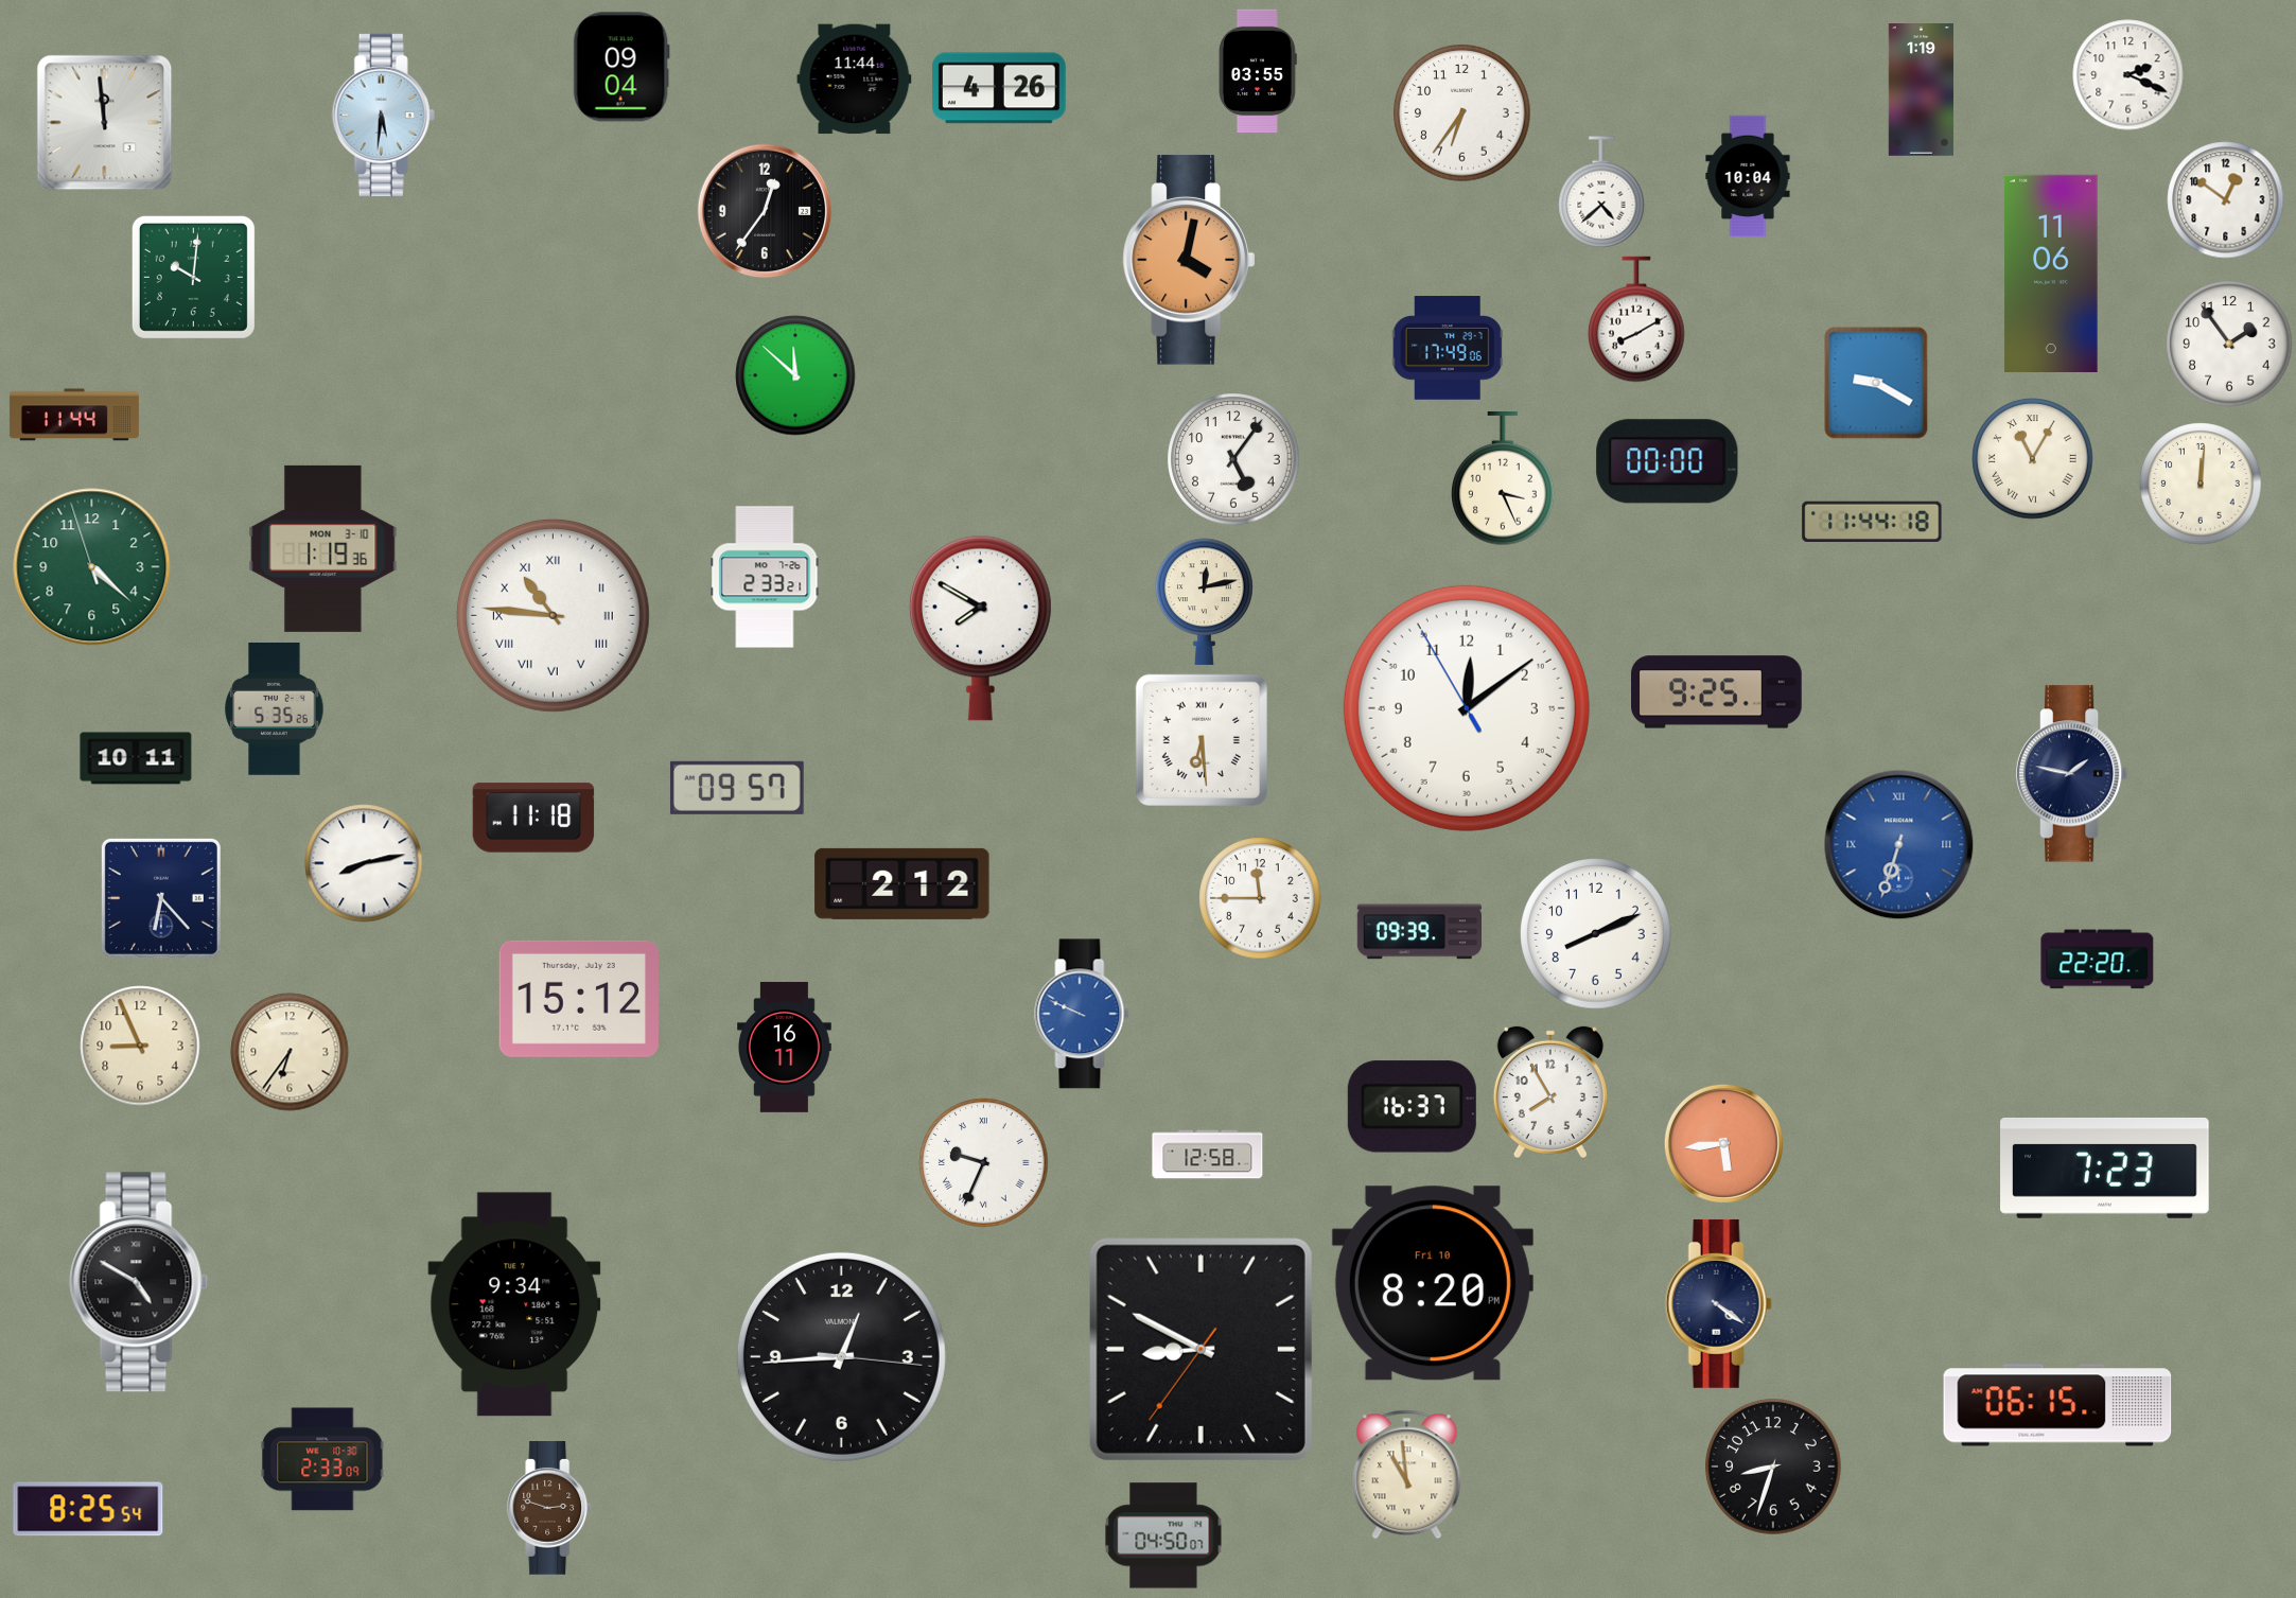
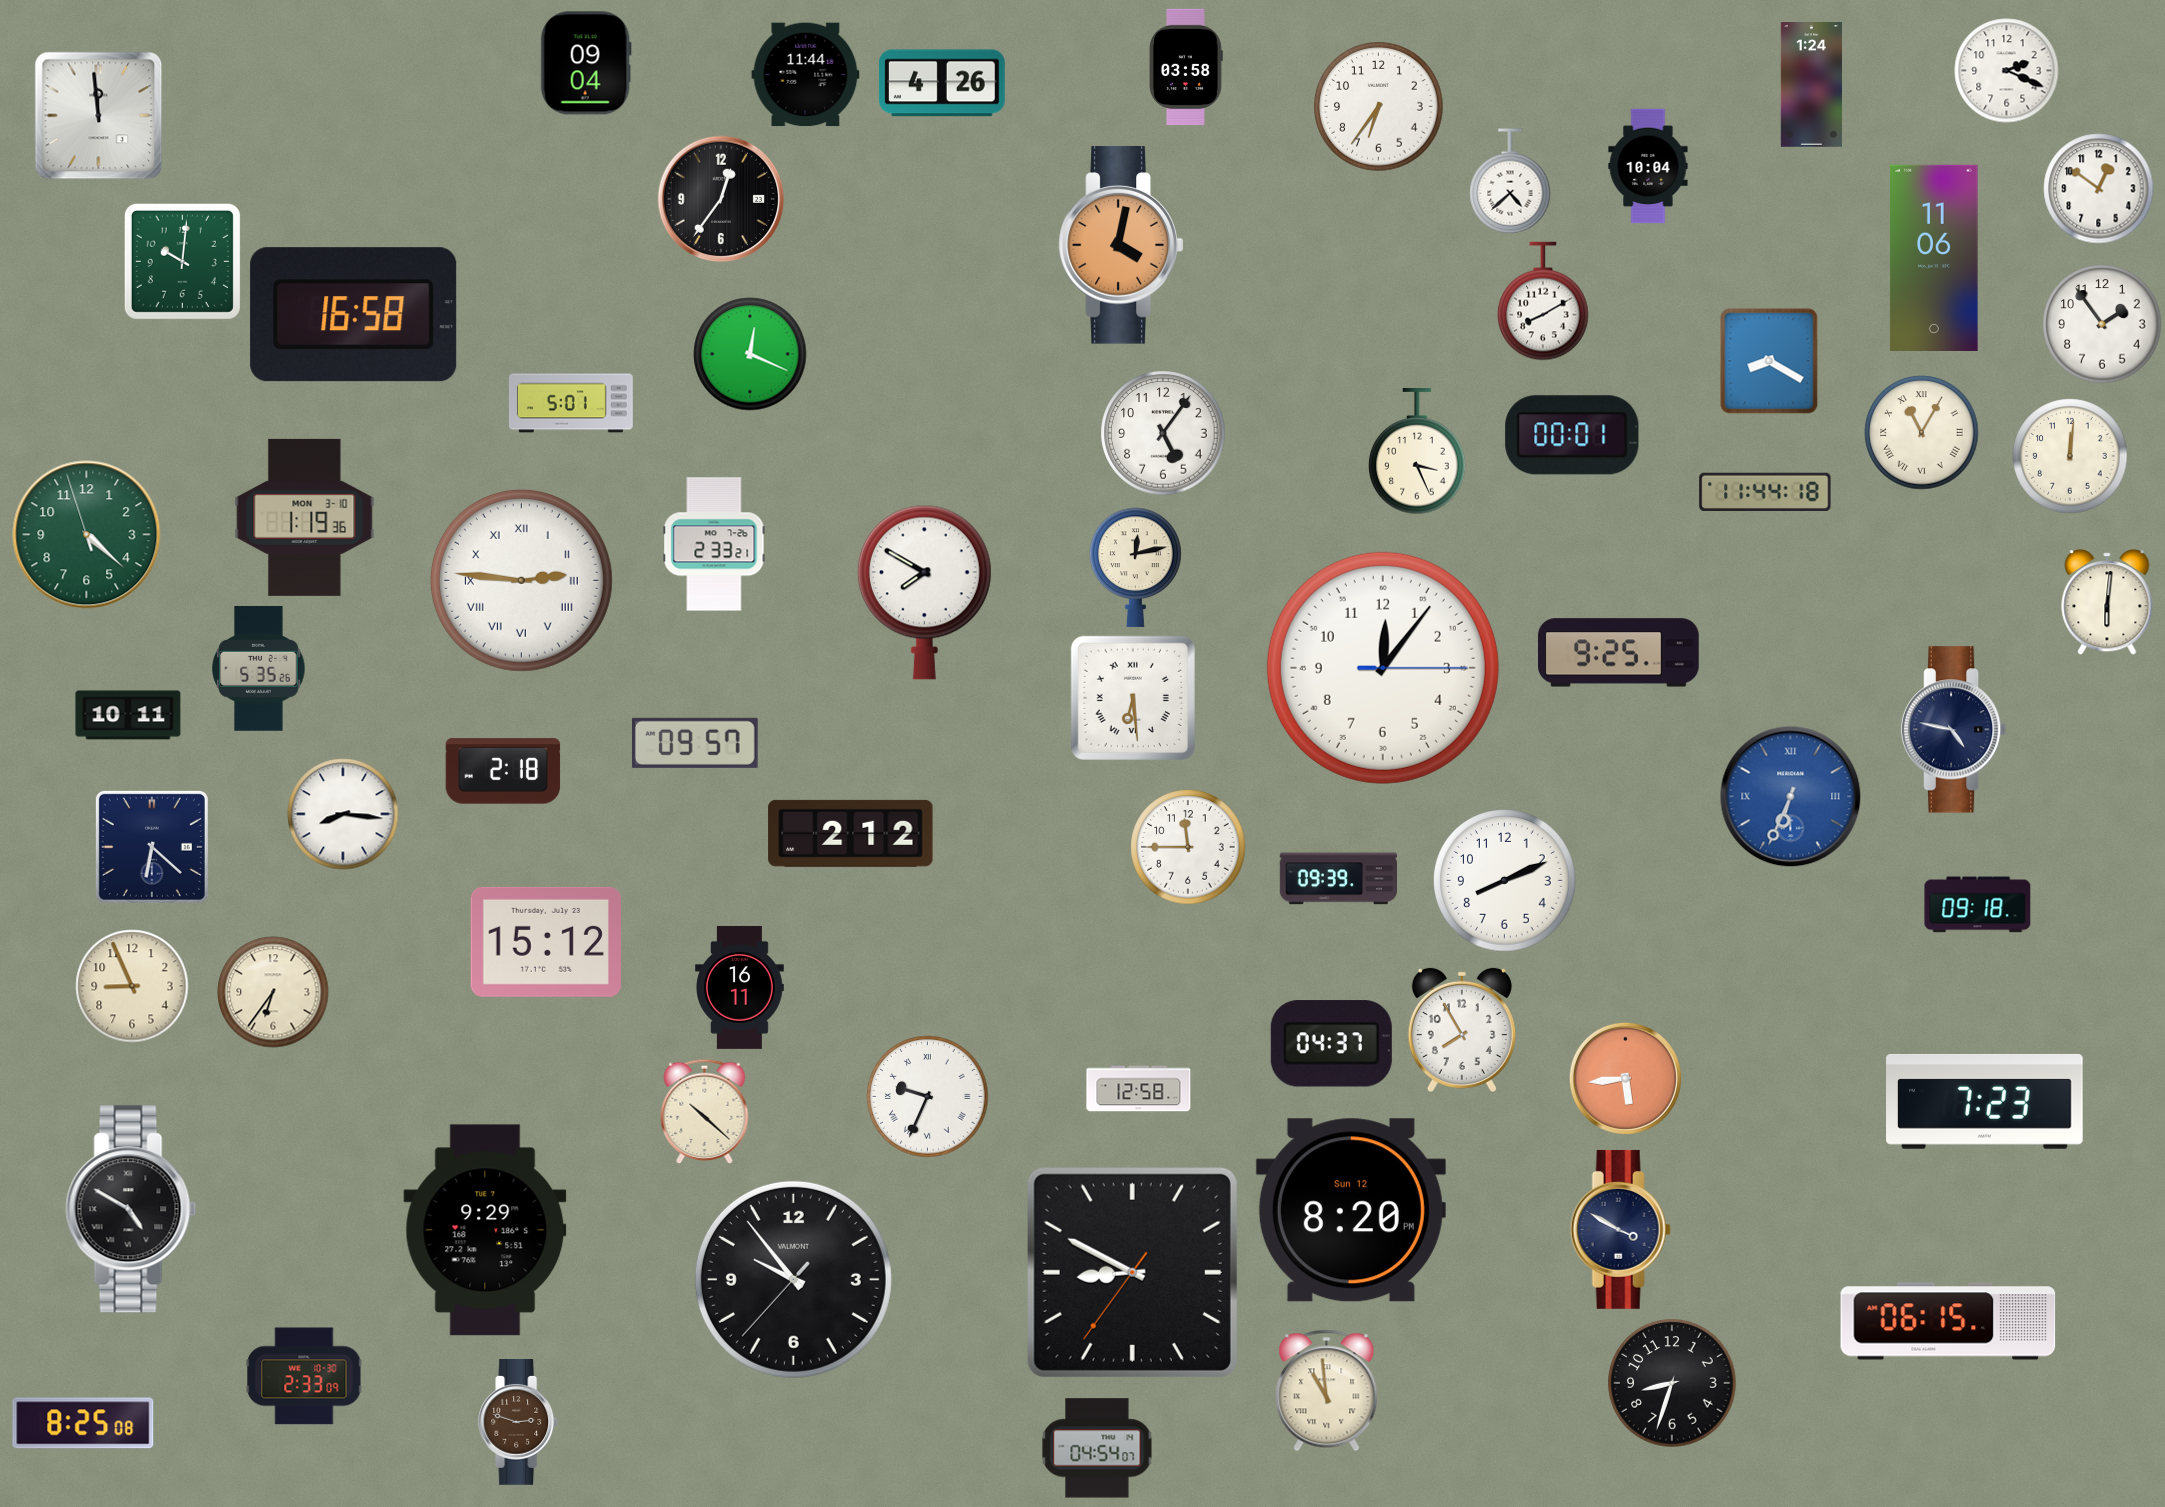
clock at (1259, 71): 03:55 -> 03:58
clock at (1921, 90): 1:19 -> 1:24
clock at (383, 115): 5:31 -> none
clock at (354, 315): none -> 16:58
clock at (1448, 348): 17:49 -> none
clock at (795, 375): 11:52 -> 12:19
clock at (1876, 383): 9:20 -> 8:20
clock at (74, 415): 11:44 -> none
clock at (571, 403): none -> 5:01
clock at (2033, 459) position: (2033, 459) -> (1922, 433)
clock at (1667, 461): 00:00 -> 00:01
clock at (2201, 484) position: (2201, 484) -> (2070, 456)
clock at (765, 577) position: (765, 577) -> (714, 544)
clock at (553, 615): 10:46 -> 2:46
clock at (2107, 602): none -> 6:01
clock at (1467, 708): 12:08 -> 12:06
clock at (2072, 774): 1:47 -> 4:47
clock at (533, 818): 11:18 -> 2:18
clock at (1899, 845): 6:33 -> 6:34
clock at (364, 863): 8:13 -> 8:16
clock at (161, 898): 6:23 -> 6:22
clock at (2098, 960): 22:20 -> 09:18
clock at (1082, 1014): 9:49 -> none
clock at (1412, 1107): 16:37 -> 04:37
clock at (705, 1111): none -> 10:22
clock at (1433, 1283) date: Fri 10 -> Sun 12
clock at (1718, 1303): 4:21 -> 3:50
clock at (514, 1304): 9:34 -> 9:29
clock at (841, 1356): 12:44 -> 9:53
clock at (2057, 1405) position: (2057, 1405) -> (1948, 1321)
clock at (88, 1509): 8:25:54 -> 8:25:08
clock at (1163, 1535): 04:50 -> 04:54
